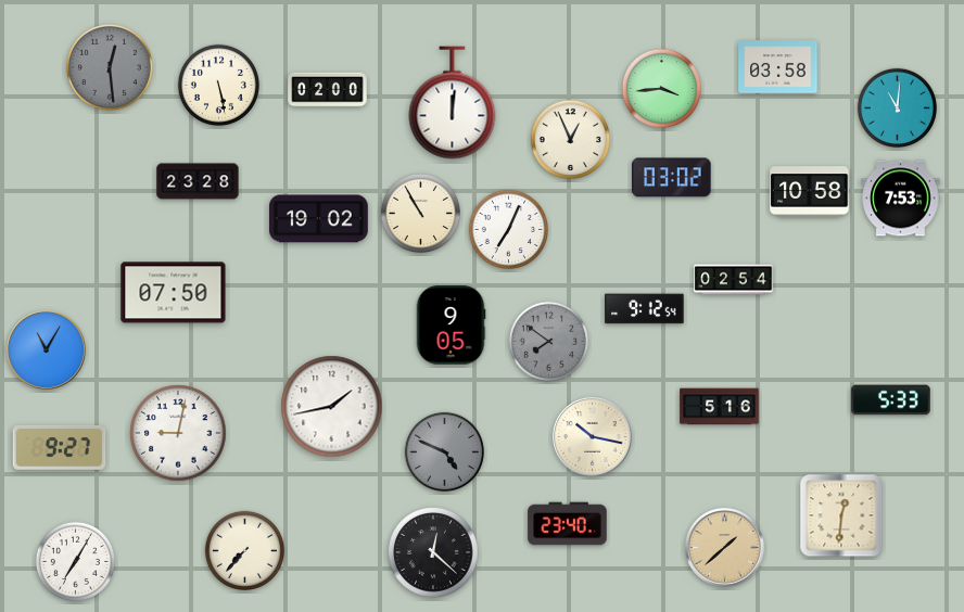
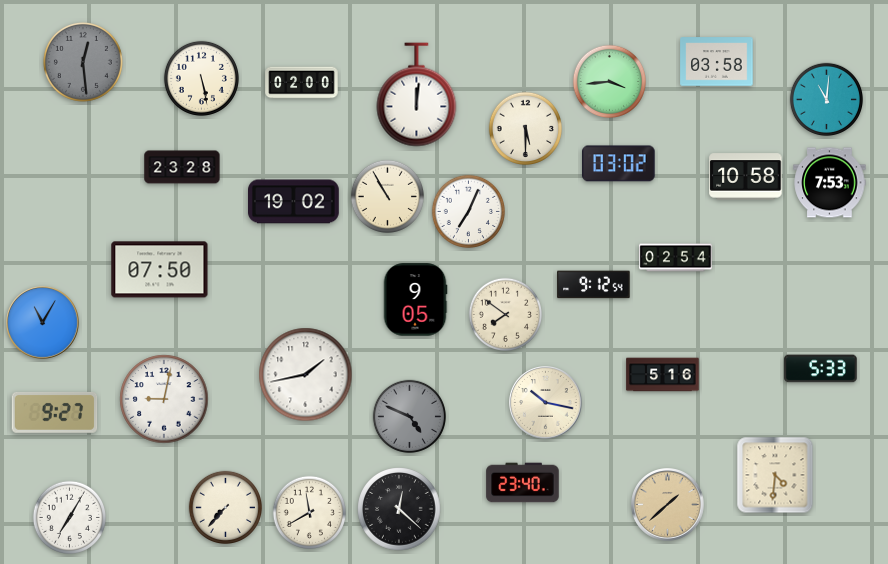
clock at (110, 67) position: (110, 67) -> (83, 62)
clock at (570, 139): 12:56 -> 5:30
clock at (548, 341) dial: grey -> cream
clock at (841, 515): 12:31 -> 4:31
clock at (309, 512): none -> 11:40
